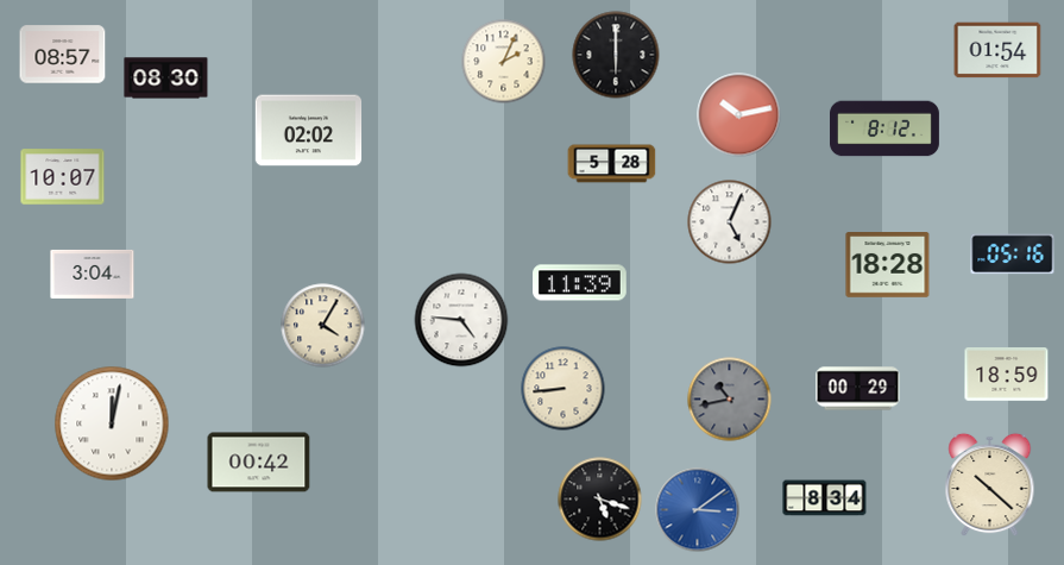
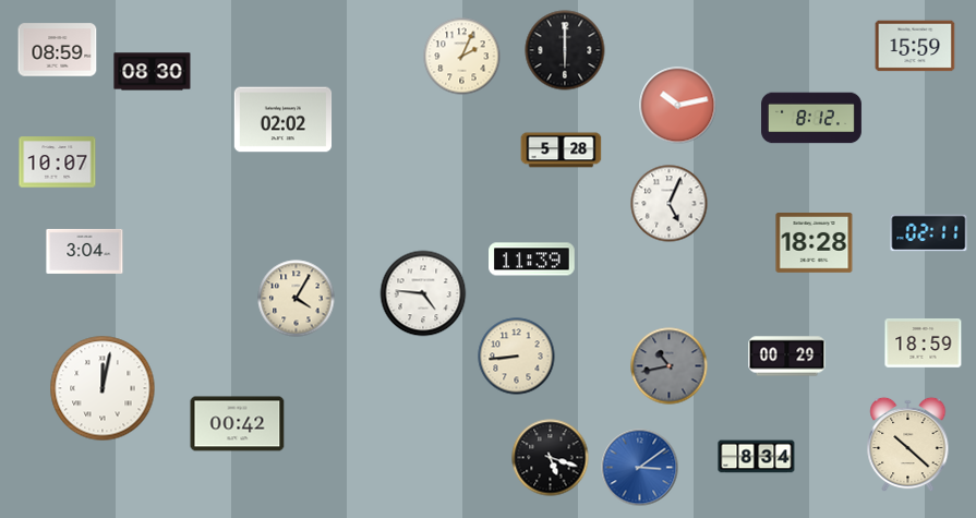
clock at (997, 50): 01:54 -> 15:59
clock at (63, 55): 08:57 -> 08:59
clock at (1013, 255): 05:16 -> 02:11
